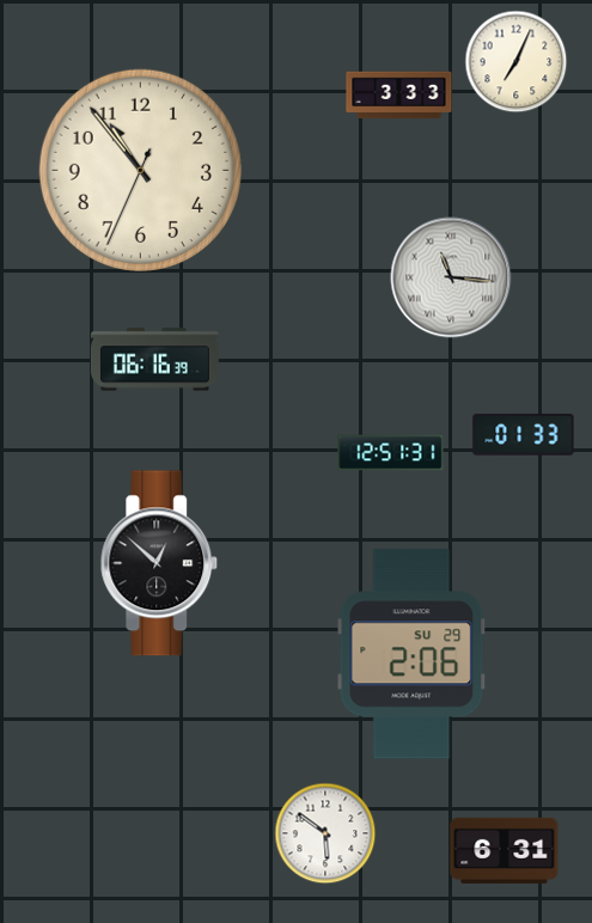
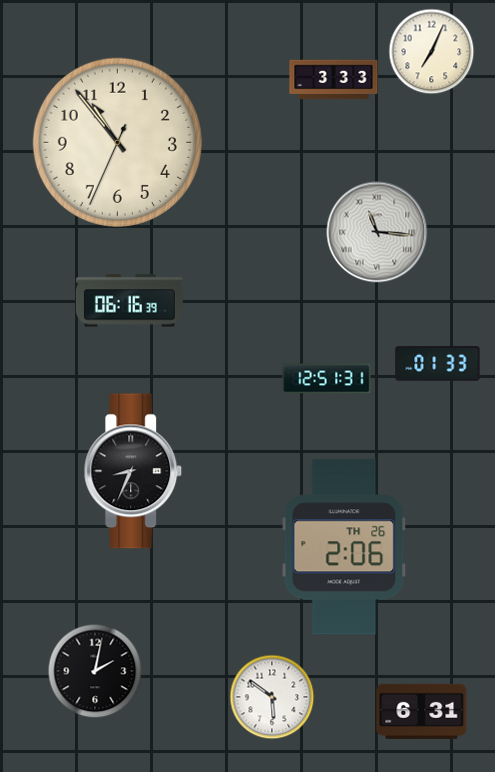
clock at (159, 563): 12:52 -> 8:34
clock at (411, 654) date: SU 29 -> TH 26
clock at (95, 671): none -> 2:02
